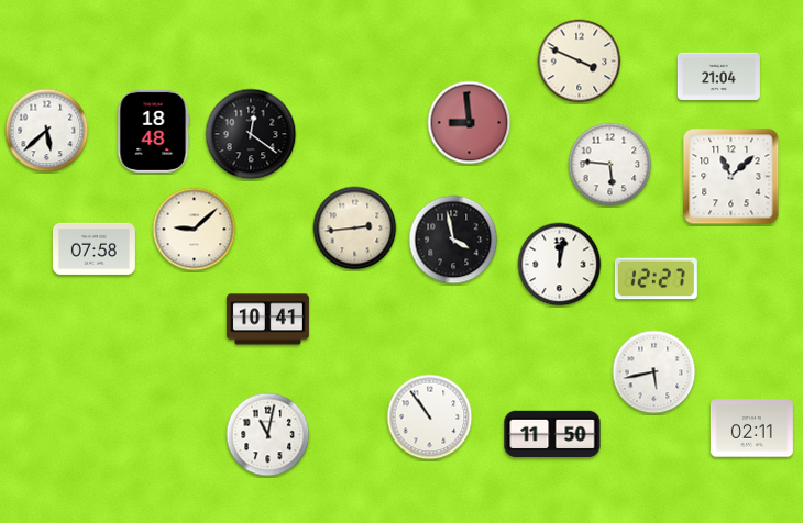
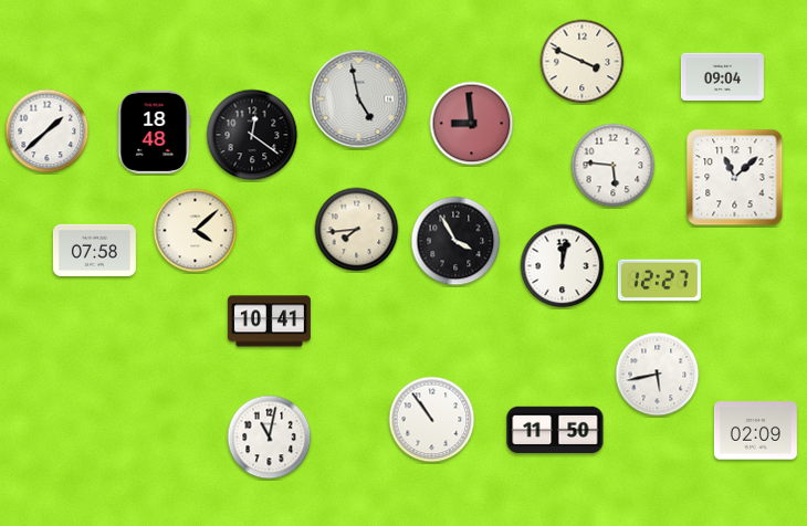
clock at (718, 76): 21:04 -> 09:04
clock at (359, 99): none -> 4:58
clock at (47, 131): 5:38 -> 1:38
clock at (355, 229): 2:44 -> 7:44
clock at (195, 230): 9:08 -> 4:08
clock at (453, 240): 3:58 -> 3:55
clock at (751, 429): 02:11 -> 02:09
clock at (552, 434) position: (552, 434) -> (555, 430)
